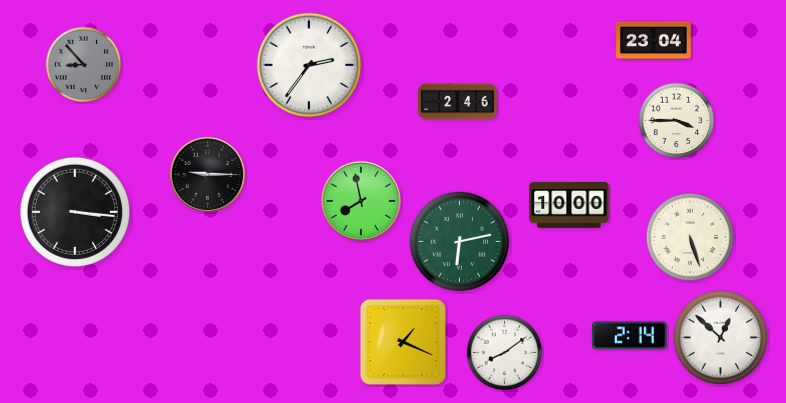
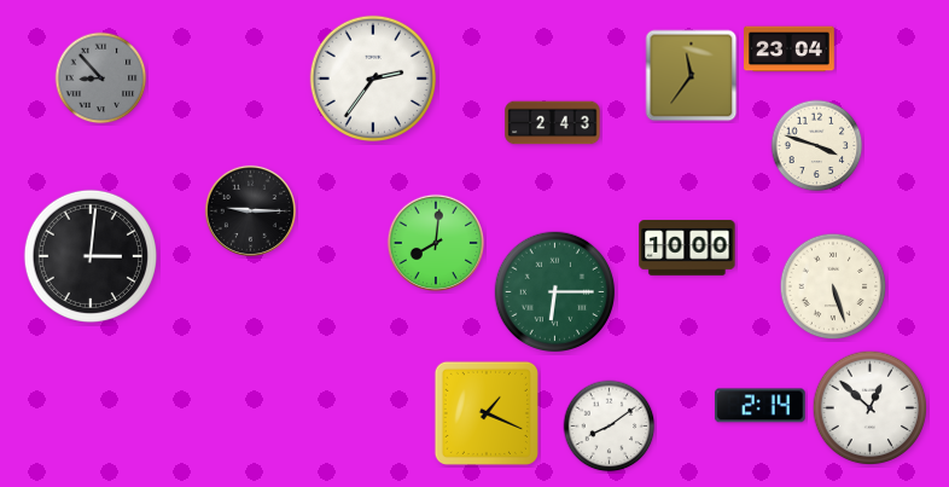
clock at (692, 76): none -> 11:36
clock at (458, 102): 2:46 -> 2:43
clock at (677, 121): 3:45 -> 3:48
clock at (360, 200): 7:58 -> 8:01
clock at (75, 212): 3:16 -> 3:01
clock at (460, 242): 6:13 -> 6:15
